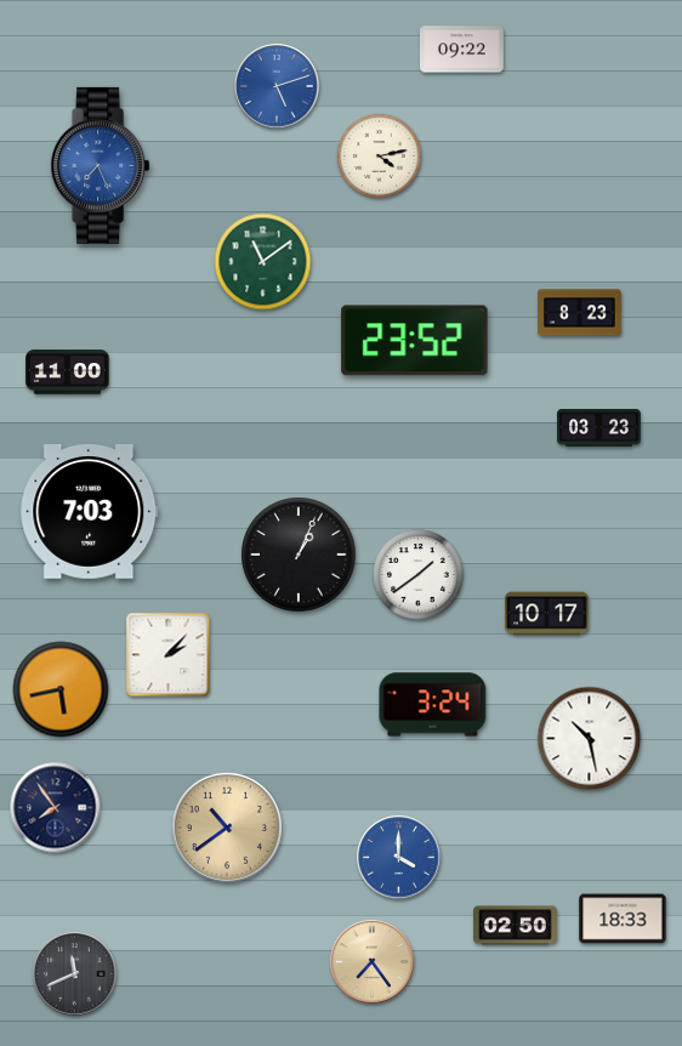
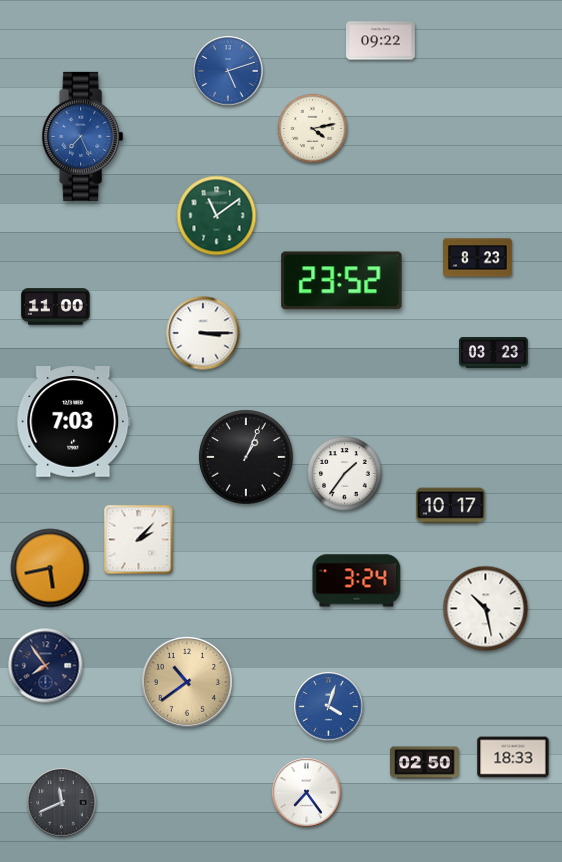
clock at (203, 333): none -> 3:15
clock at (419, 575): 1:39 -> 1:36
clock at (399, 858): 4:00 -> 4:03
clock at (373, 962) dial: champagne -> white
